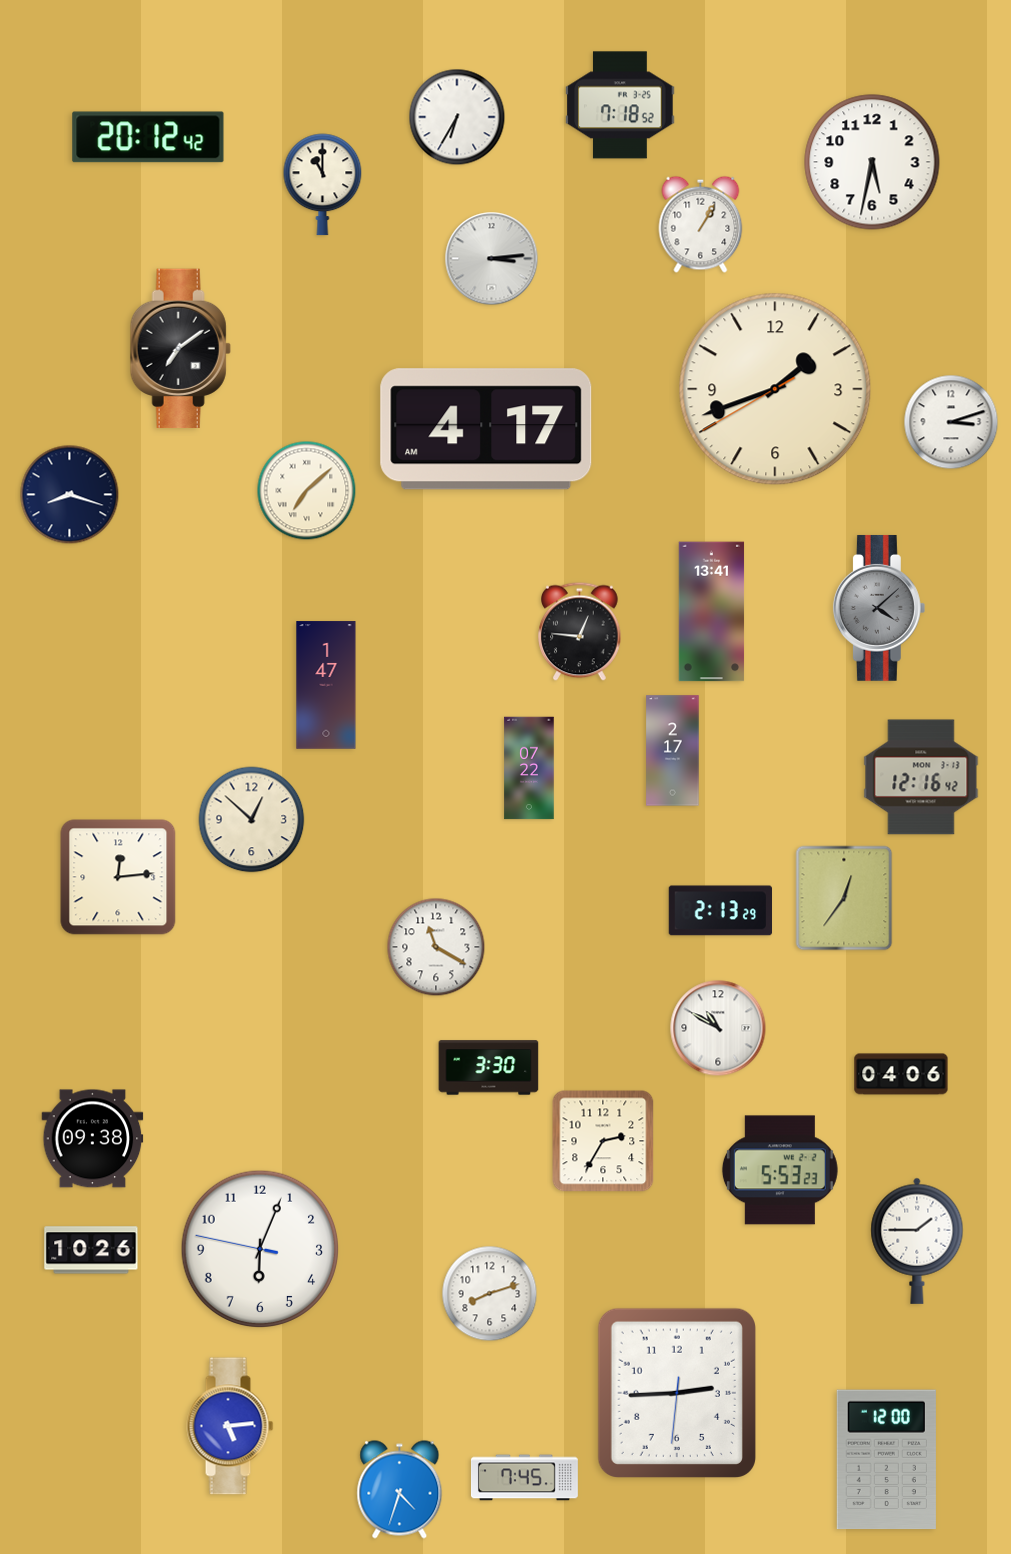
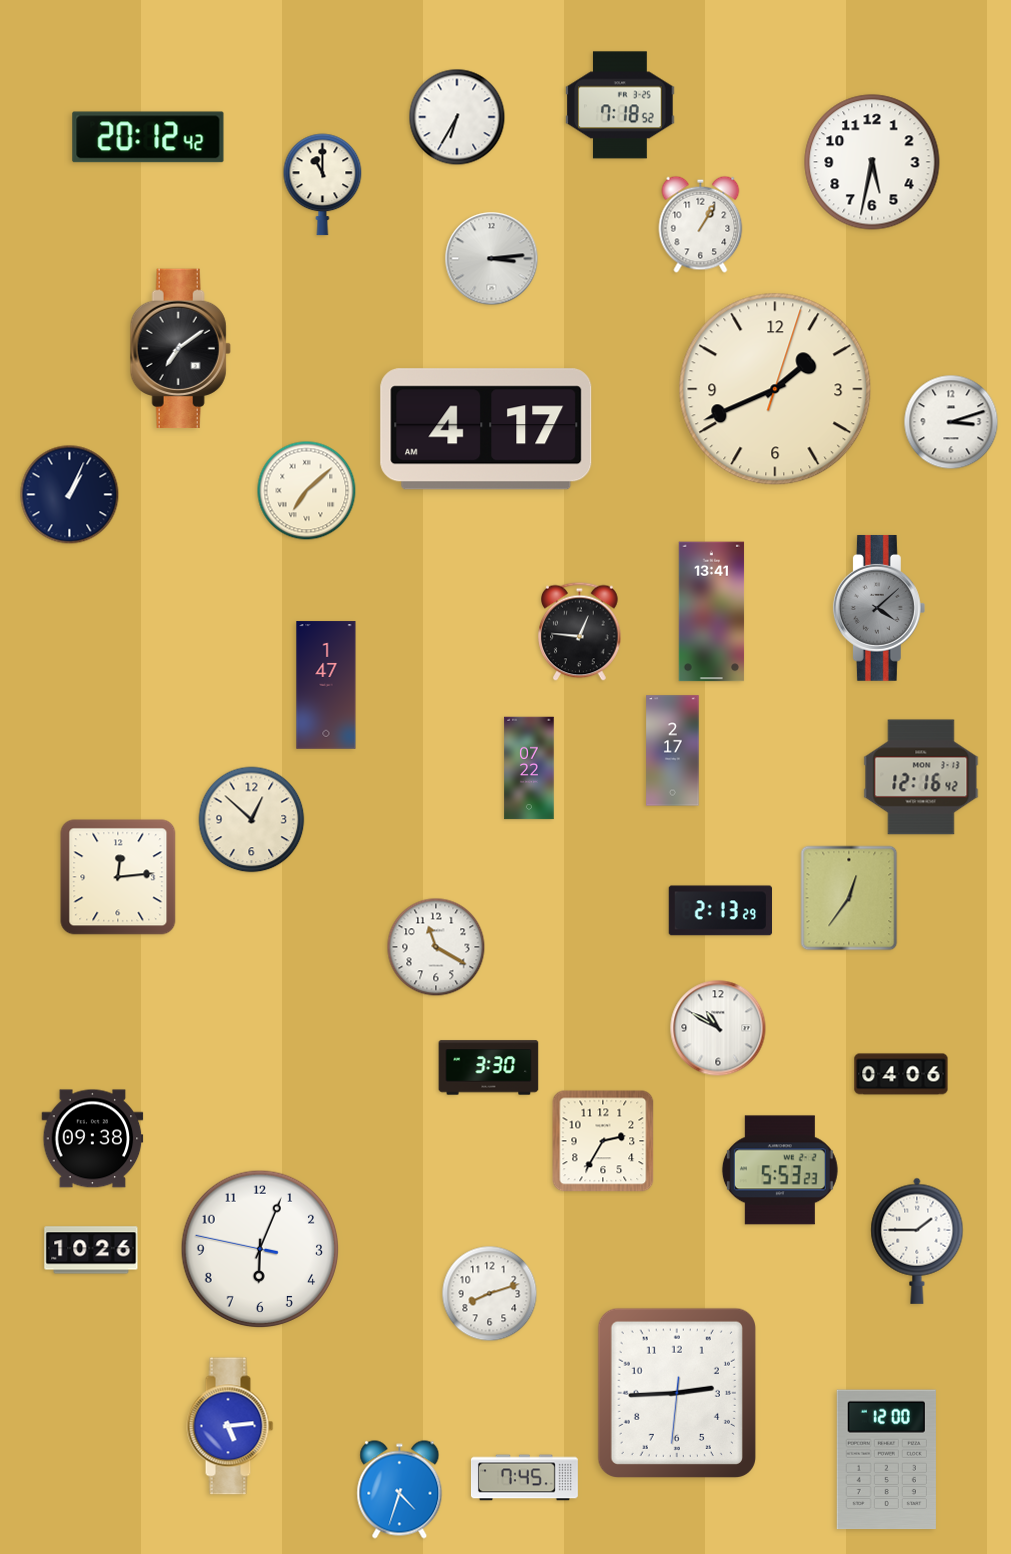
clock at (775, 389): 1:41:40 -> 1:41:03
clock at (70, 495): 8:18 -> 1:04
clock at (844, 898) position: (844, 898) -> (849, 898)
